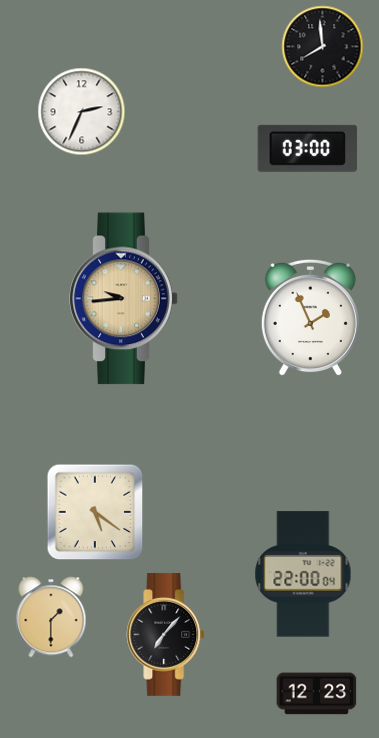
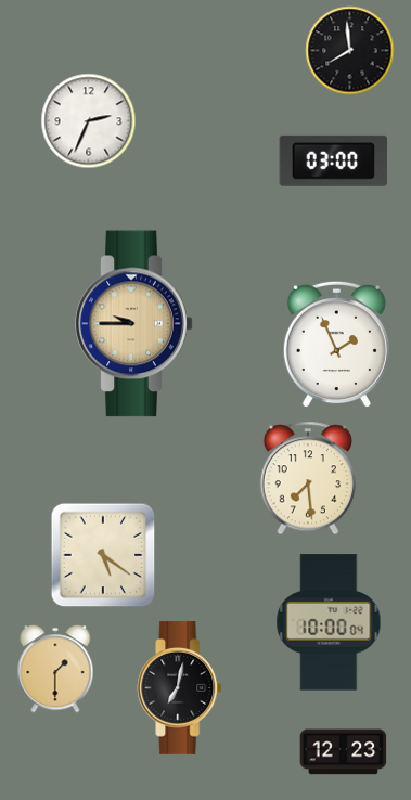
clock at (124, 299): 9:44 -> 9:45
clock at (308, 478): none -> 7:29
clock at (303, 574): 22:00 -> 10:00
clock at (166, 634): 7:07 -> 7:02
